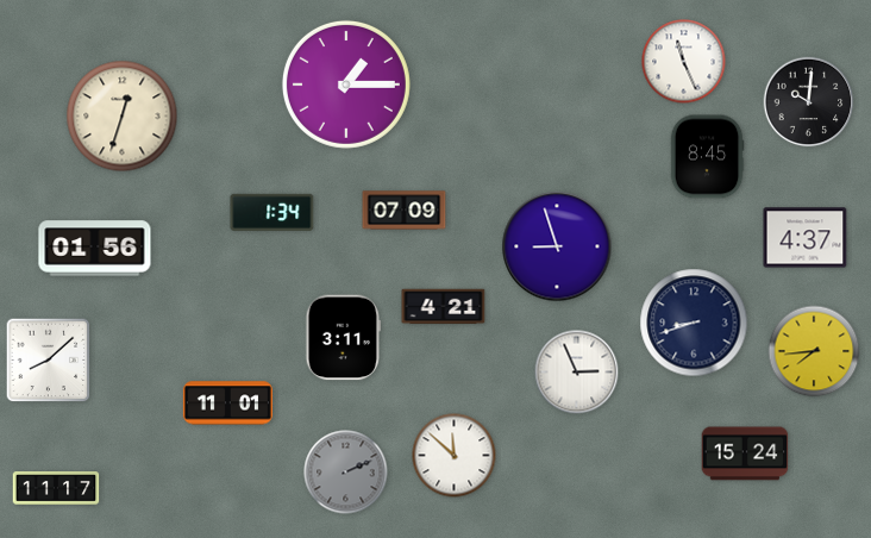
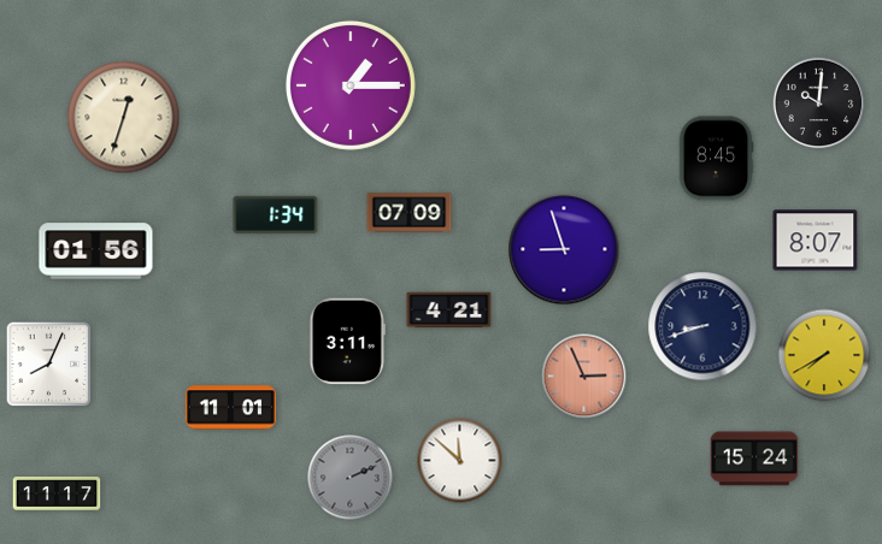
clock at (684, 62): 11:26 -> none
clock at (806, 238): 4:37 -> 8:07
clock at (814, 351): 7:44 -> 7:40
clock at (49, 361): 8:08 -> 8:04
clock at (577, 373) dial: white -> salmon
